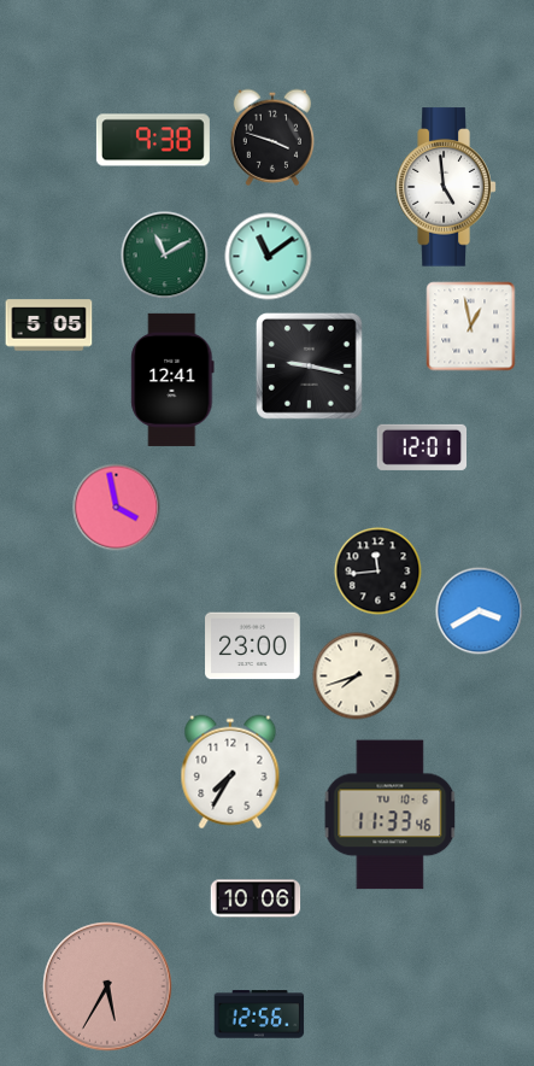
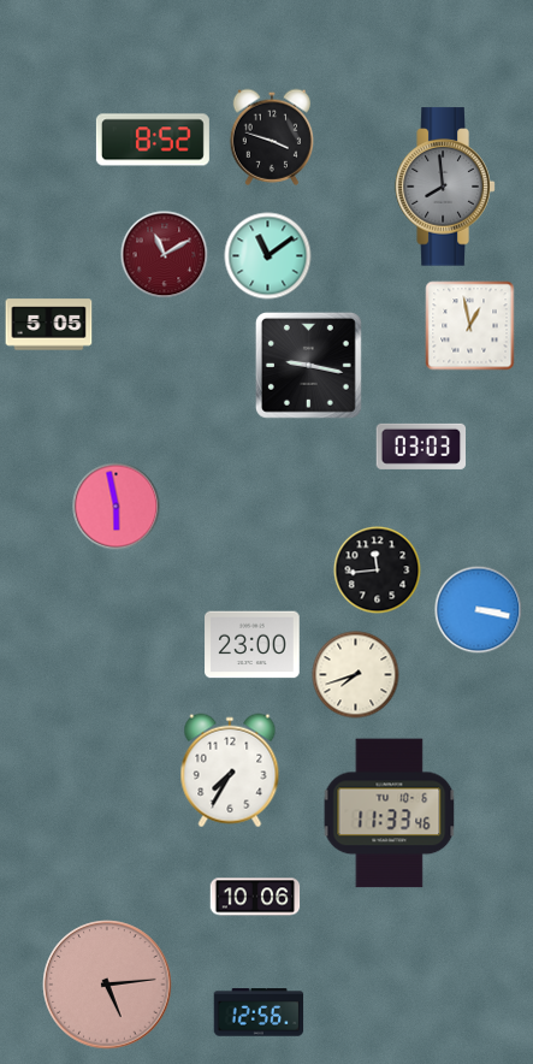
clock at (153, 140): 9:38 -> 8:52
clock at (446, 187): 4:59 -> 7:59
clock at (446, 187) dial: white -> grey
clock at (165, 256) dial: green -> burgundy
clock at (172, 380): 12:41 -> none
clock at (421, 447): 12:01 -> 03:03
clock at (117, 508): 3:58 -> 5:58
clock at (480, 611): 3:40 -> 3:17
clock at (107, 986): 5:35 -> 5:14
